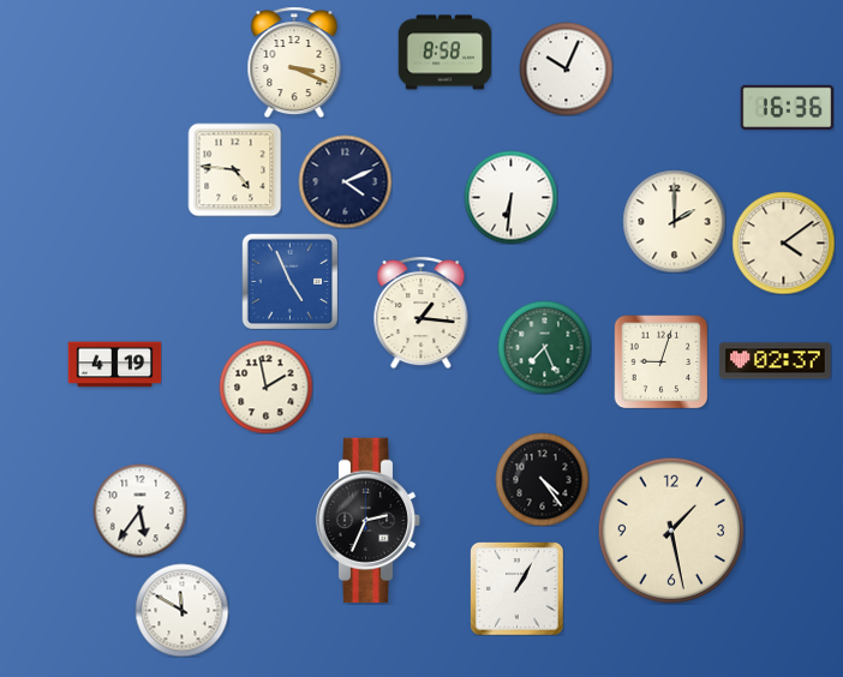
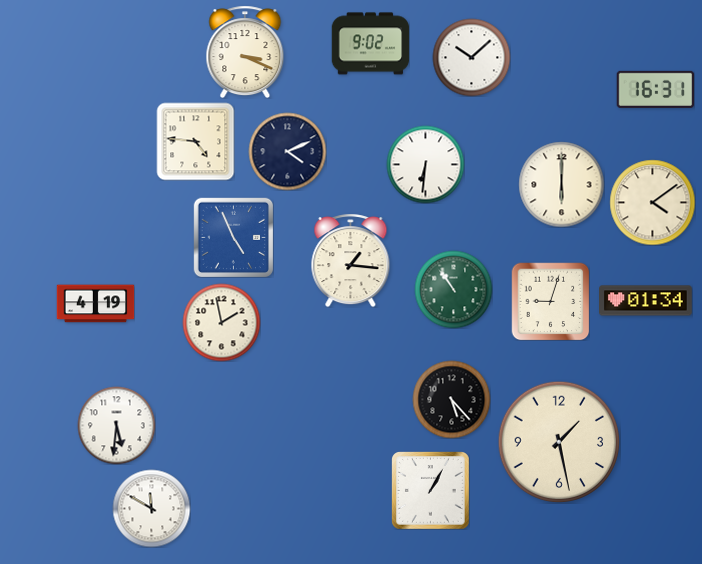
clock at (444, 53): 8:58 -> 9:02
clock at (566, 68): 10:04 -> 10:08
clock at (787, 107): 16:36 -> 16:31
clock at (674, 221): 2:00 -> 6:00
clock at (289, 281) position: (289, 281) -> (233, 237)
clock at (544, 347): 7:26 -> 10:54
clock at (776, 361): 02:37 -> 01:34
clock at (542, 479): 4:24 -> 5:23
clock at (139, 510): 5:36 -> 5:31
clock at (369, 520): 2:34 -> none
